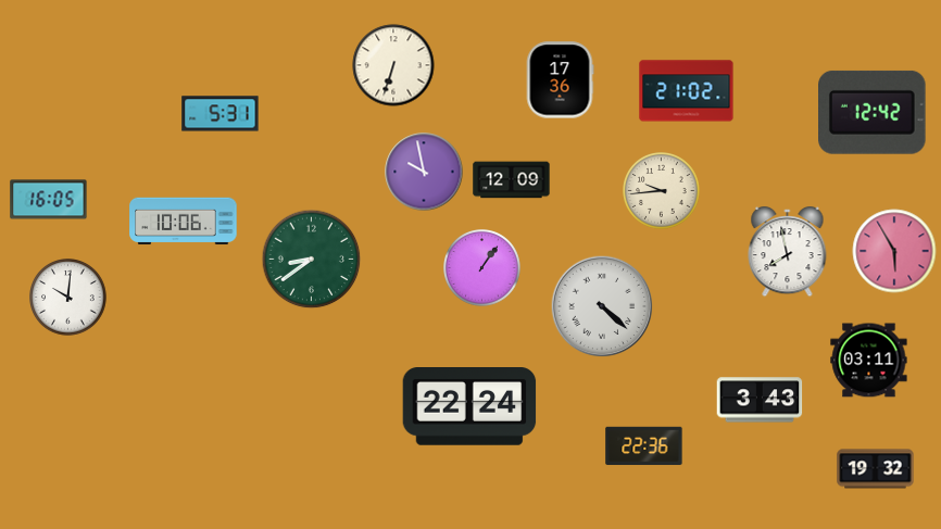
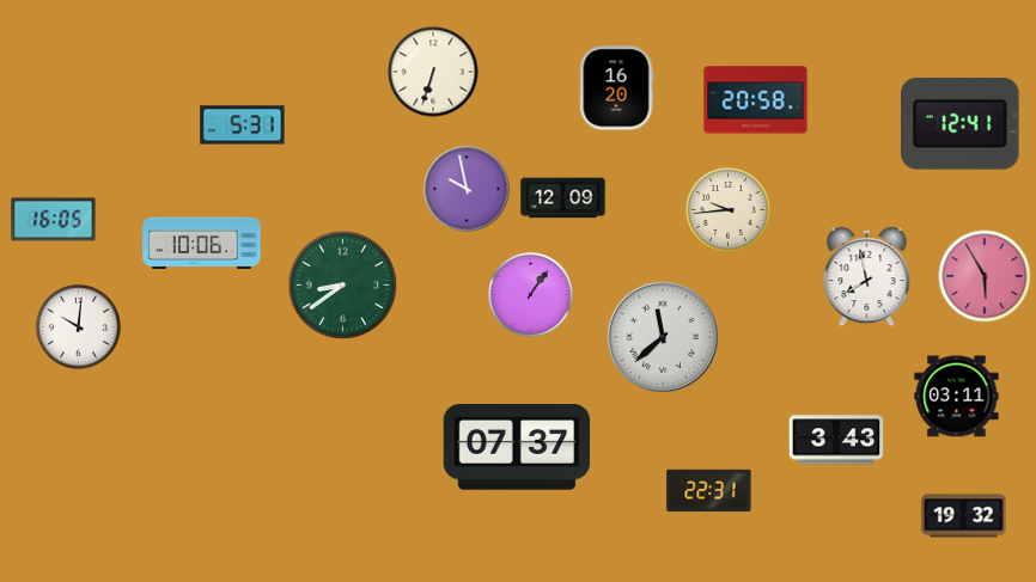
clock at (560, 80): 17:36 -> 16:20
clock at (687, 91): 21:02 -> 20:58
clock at (873, 112): 12:42 -> 12:41
clock at (68, 298) position: (68, 298) -> (79, 327)
clock at (602, 306): 4:22 -> 11:38
clock at (469, 407): 22:24 -> 07:37
clock at (644, 446): 22:36 -> 22:31
